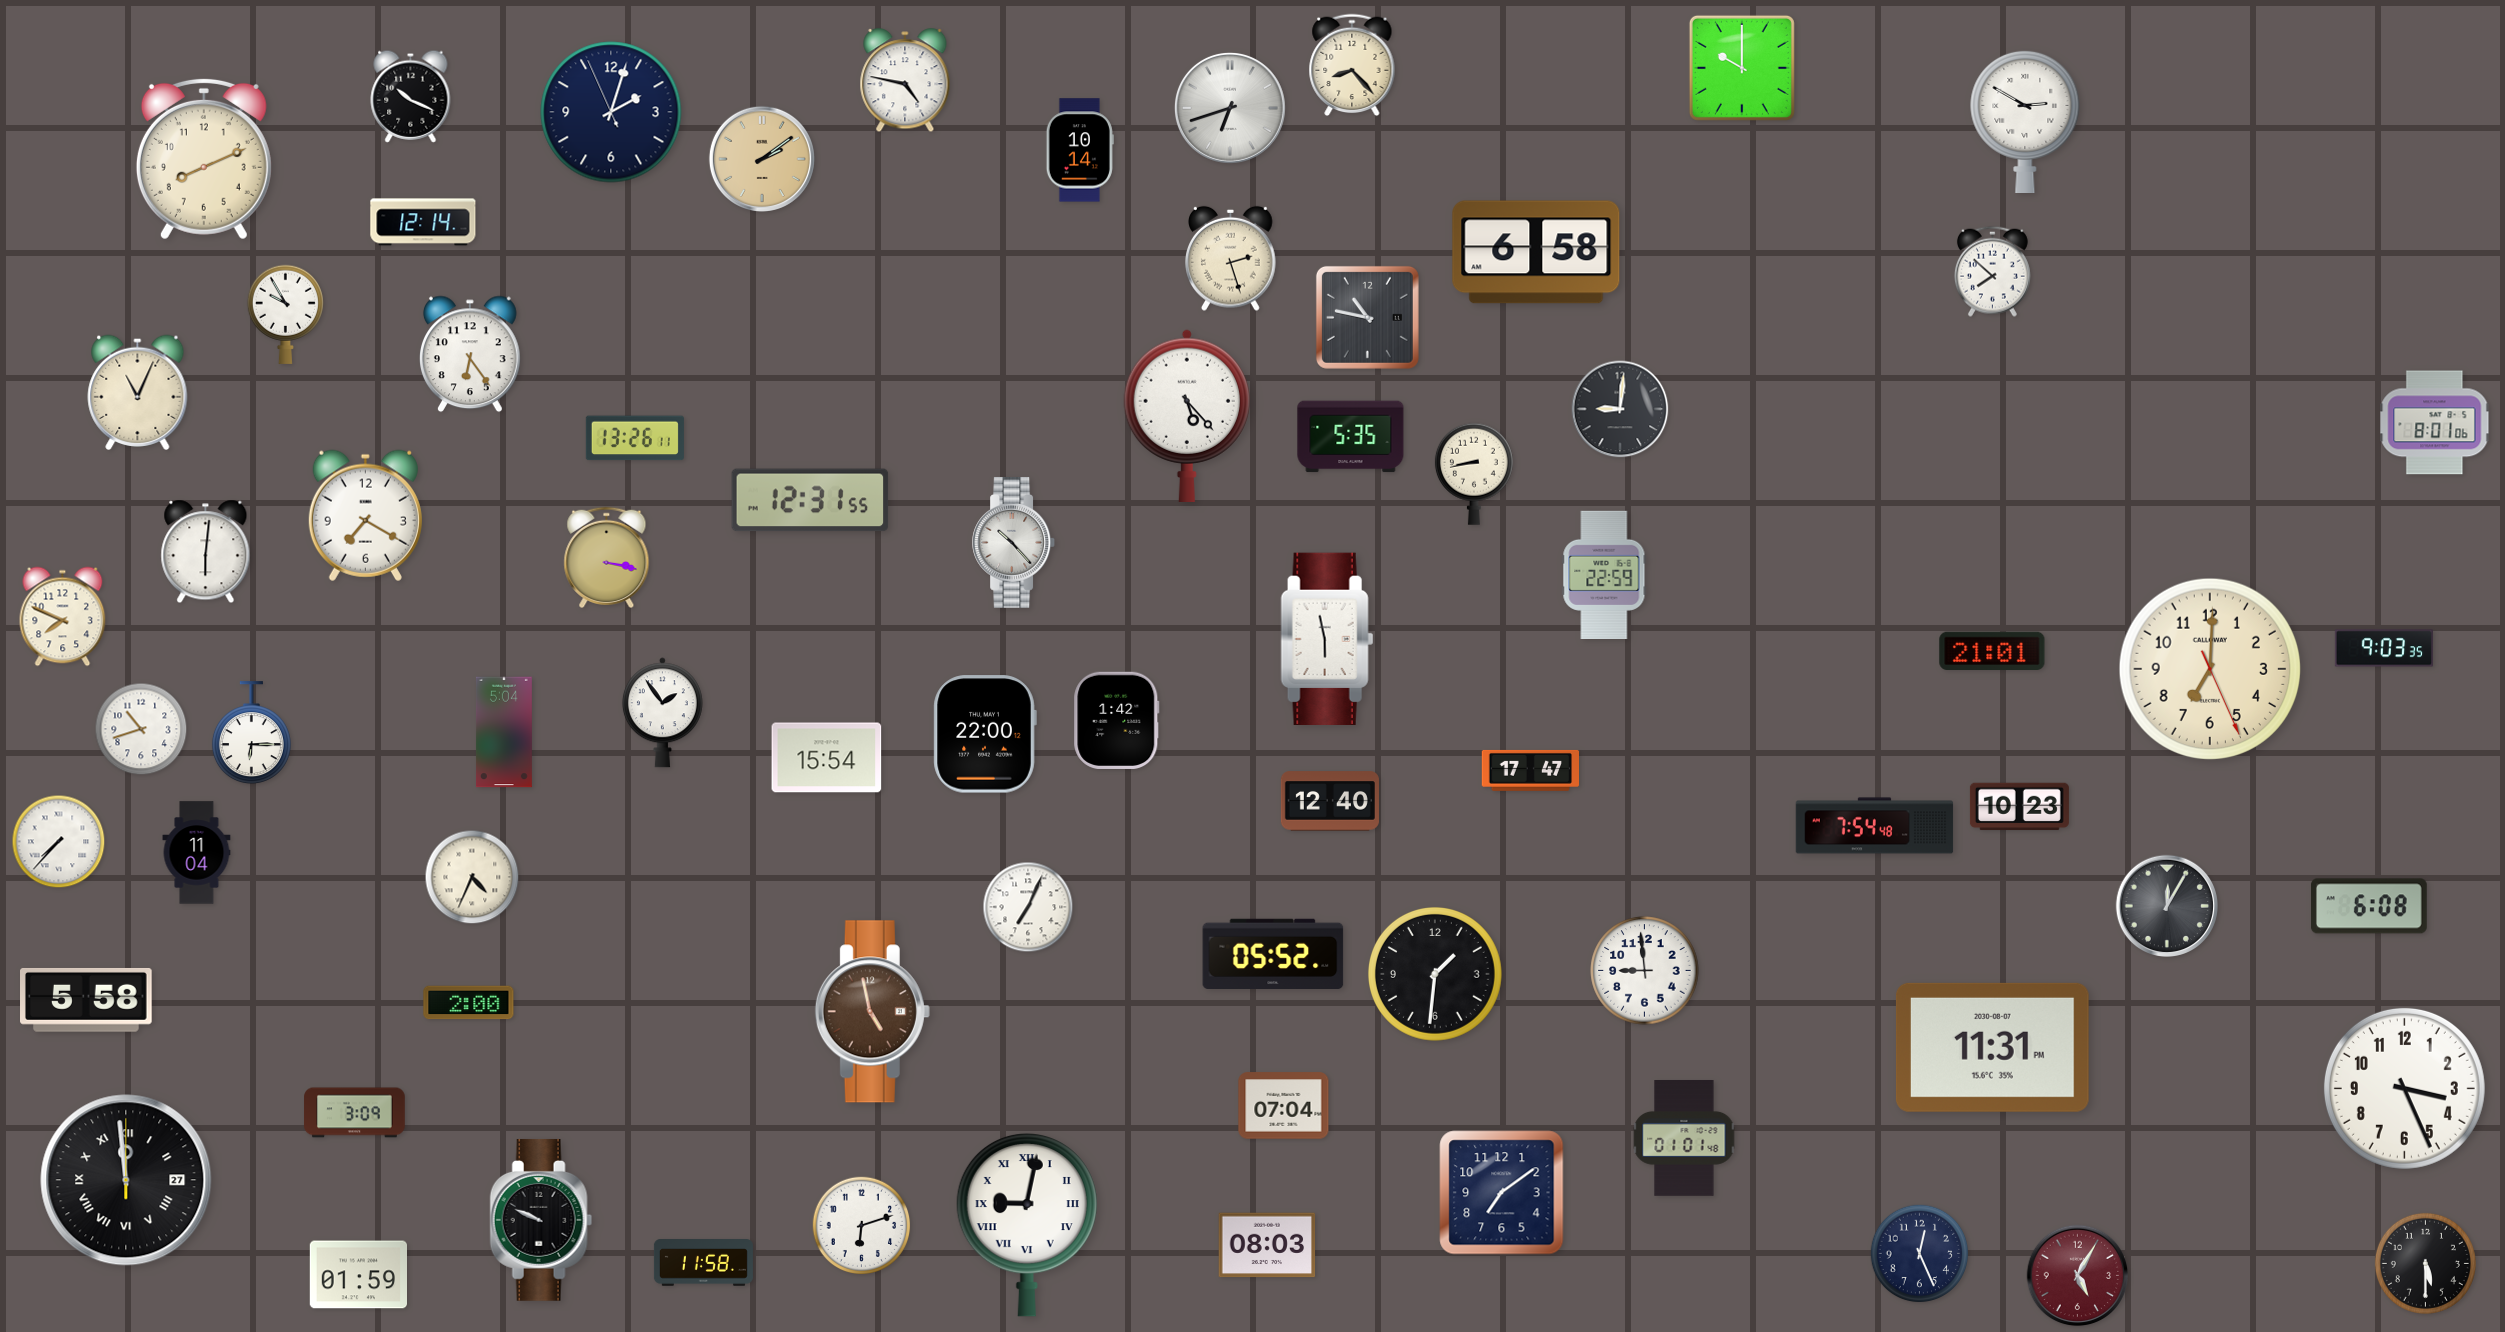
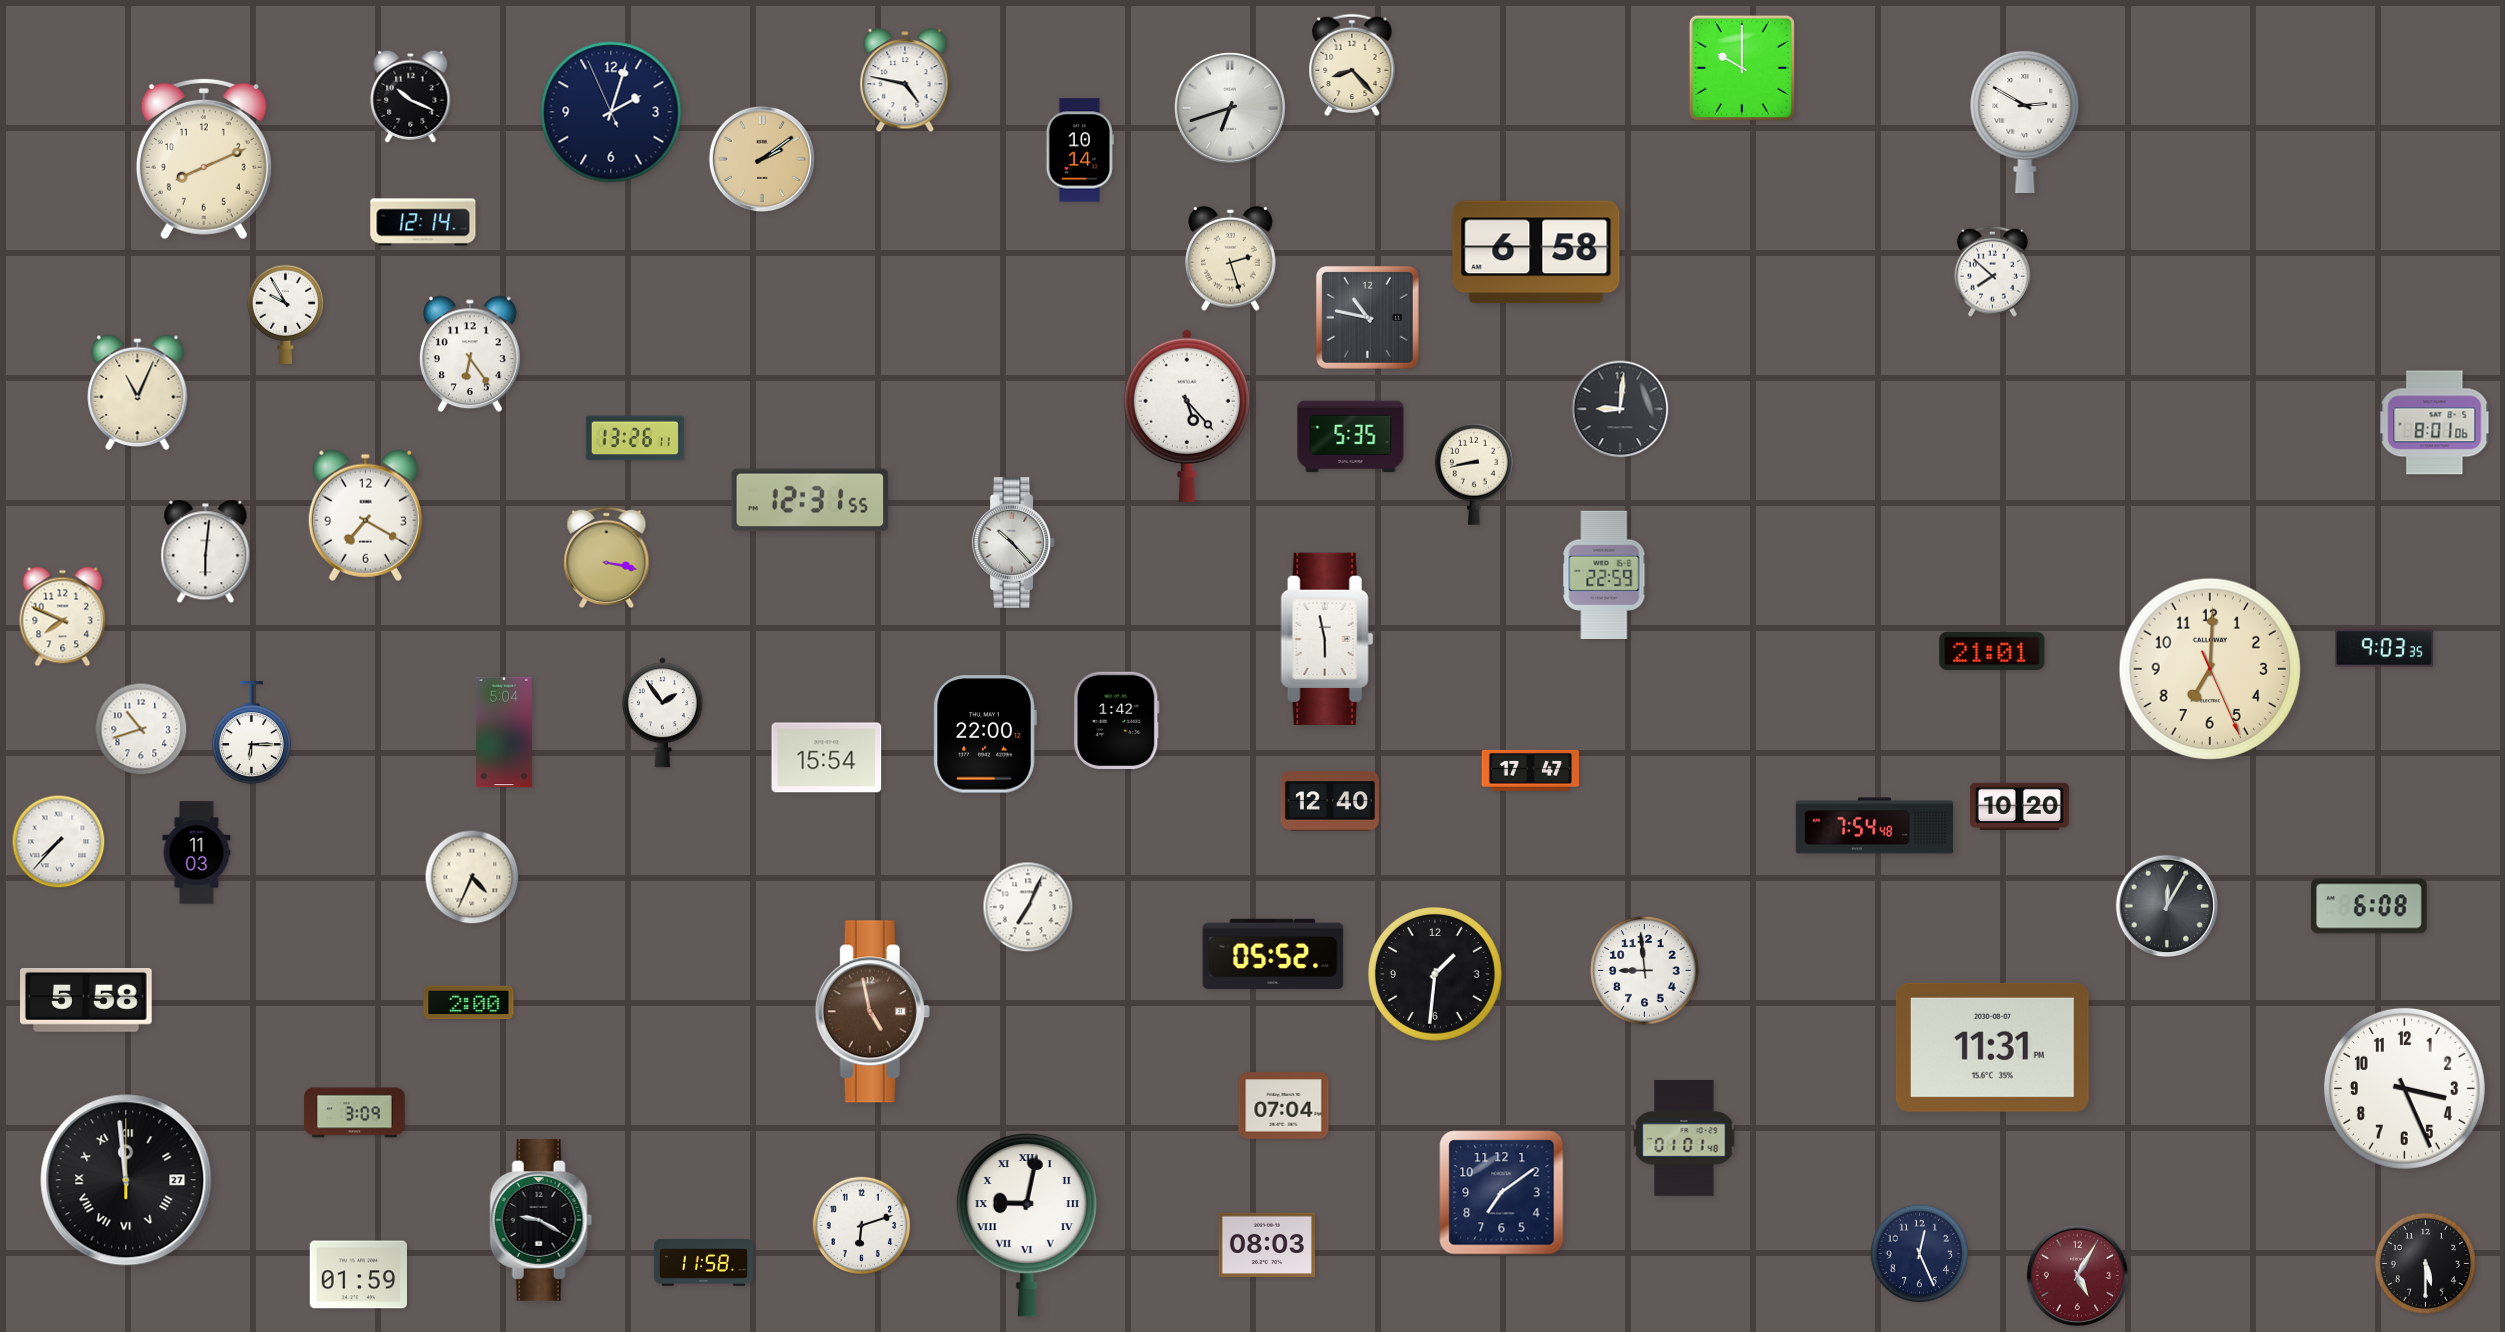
clock at (2019, 807): 10:23 -> 10:20
clock at (197, 853): 11:04 -> 11:03
clock at (541, 1220): 9:49 -> 9:20
